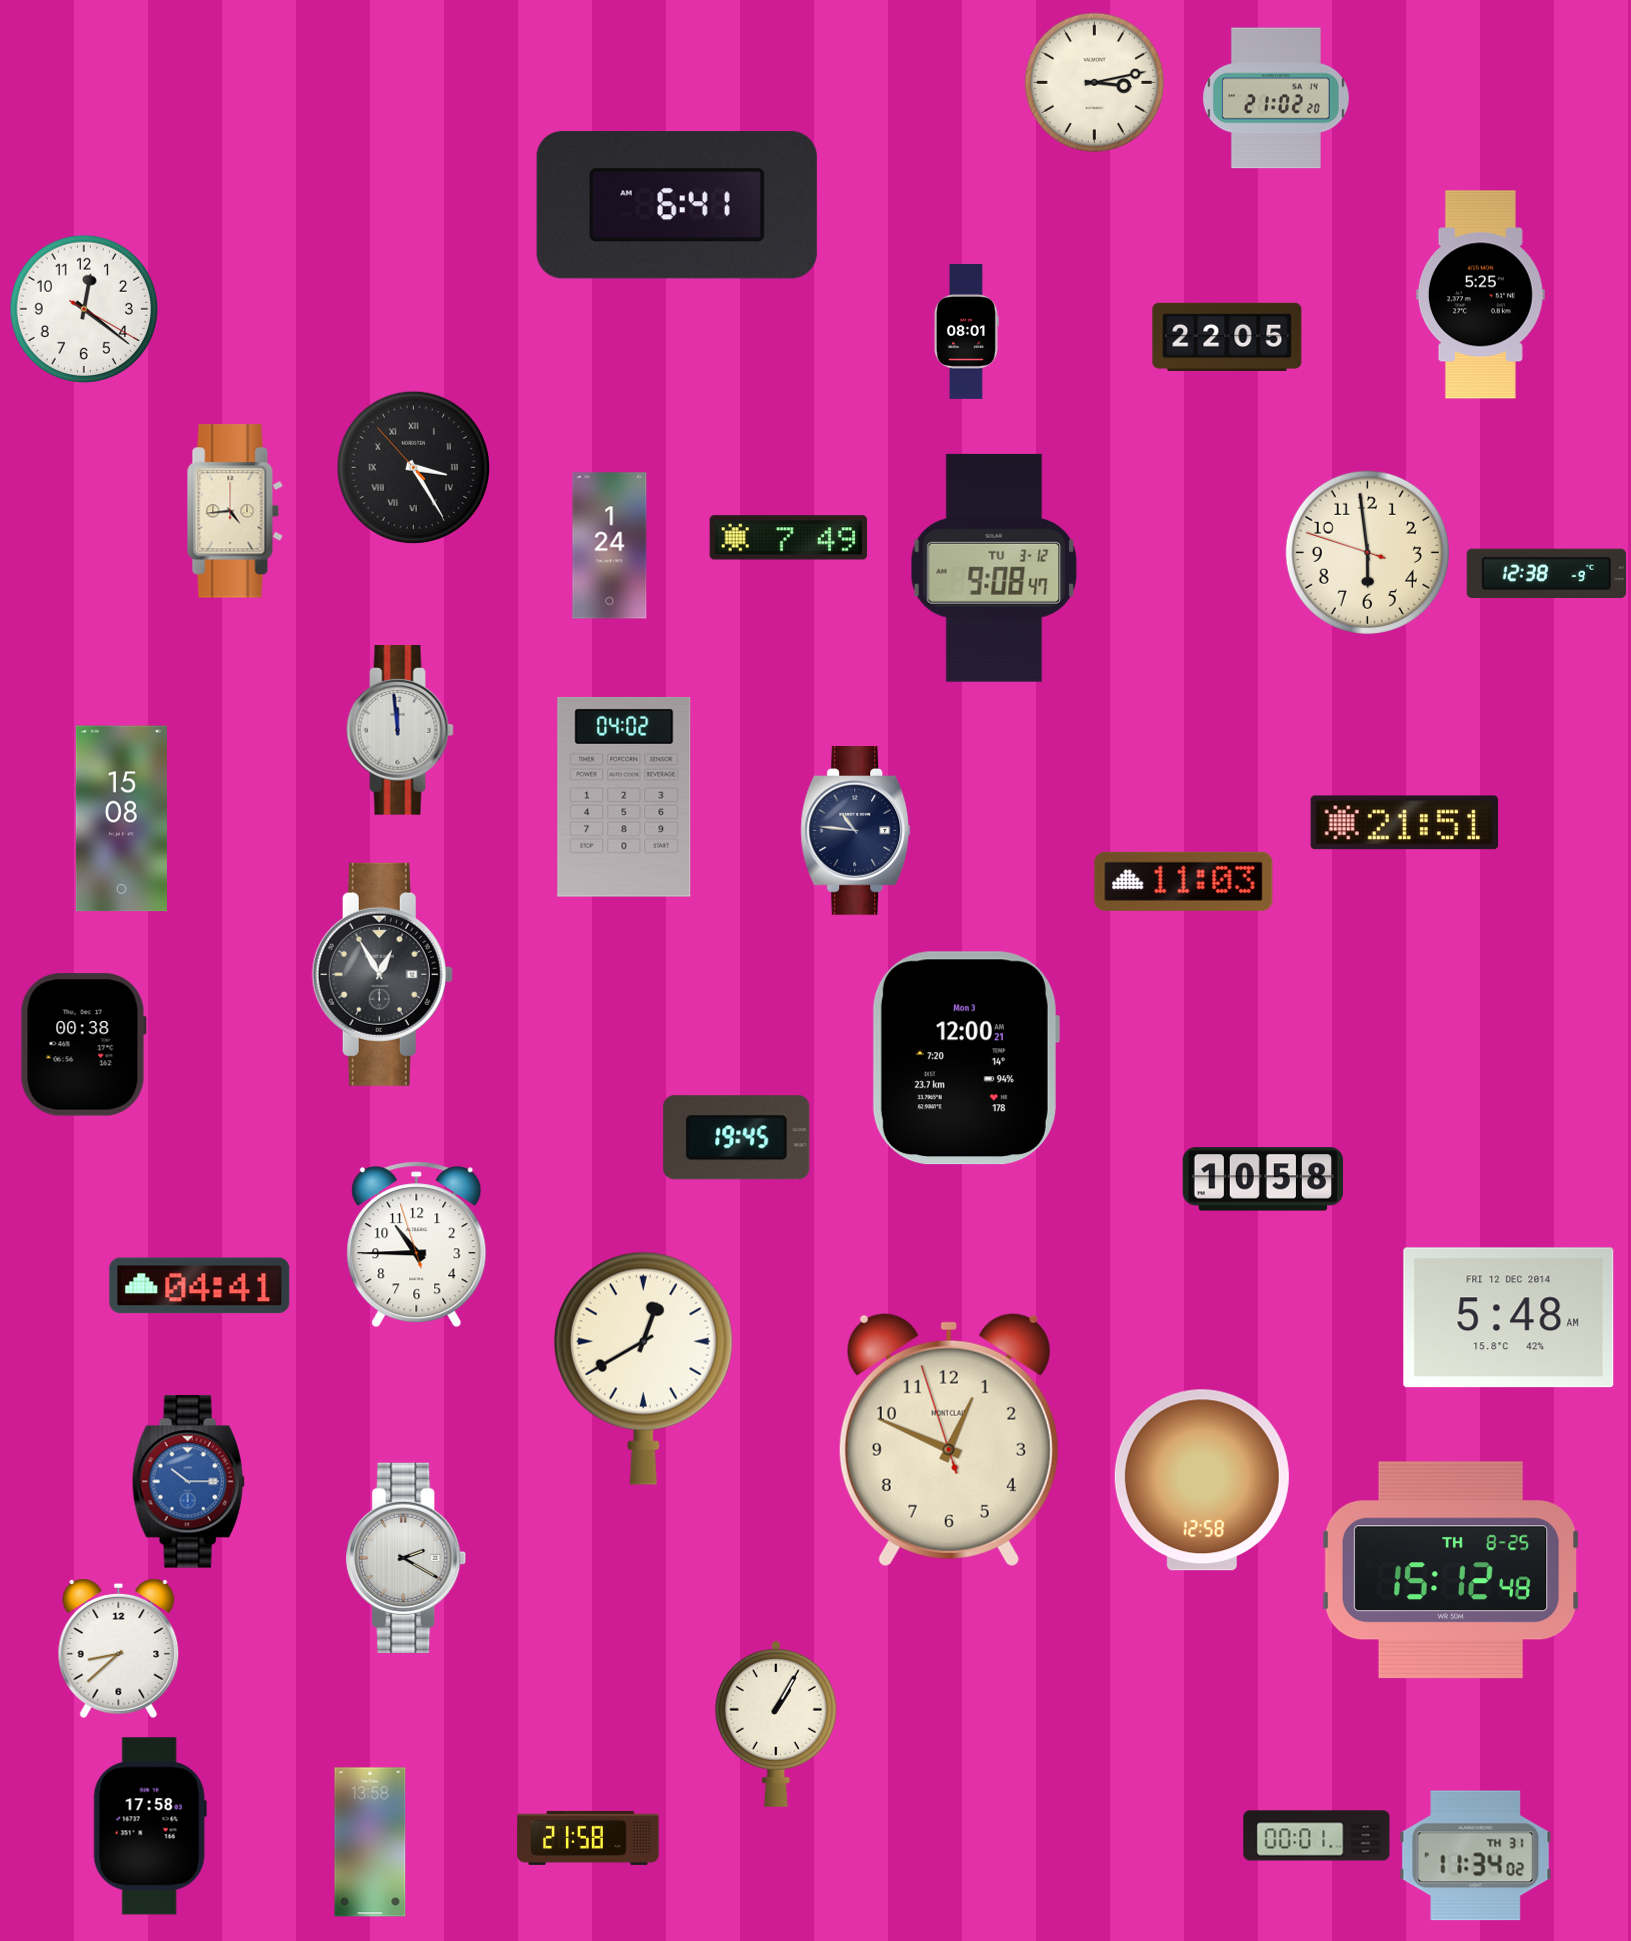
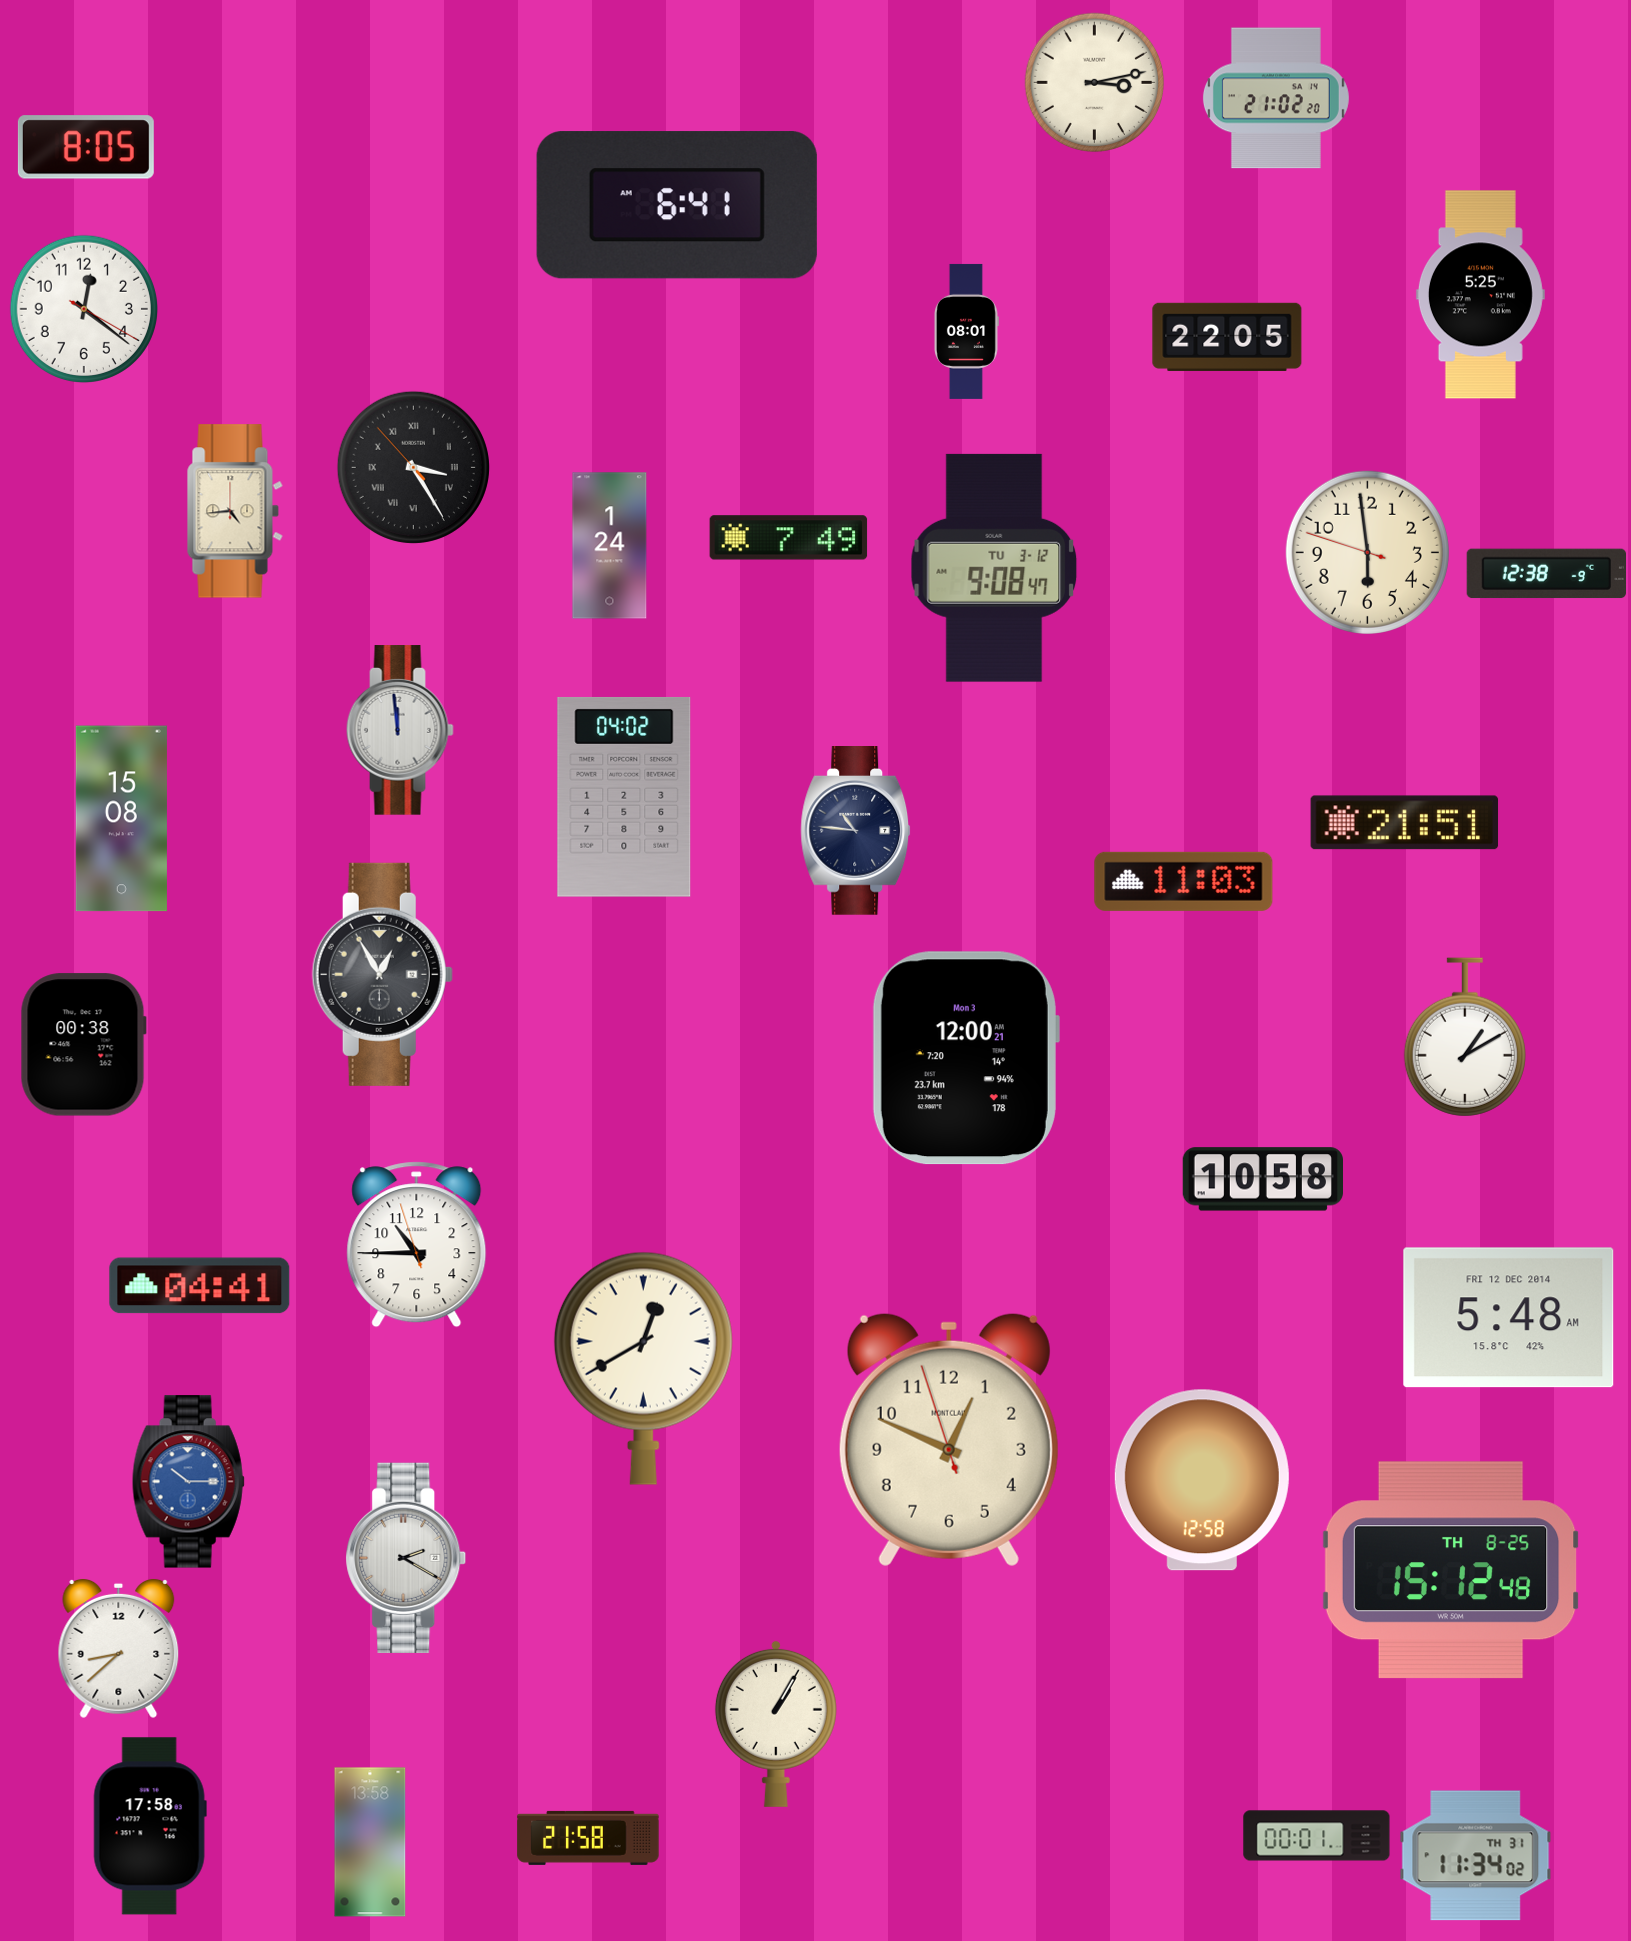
clock at (86, 147): none -> 8:05
clock at (1465, 1037): none -> 1:10
clock at (737, 1138): 19:45 -> none
